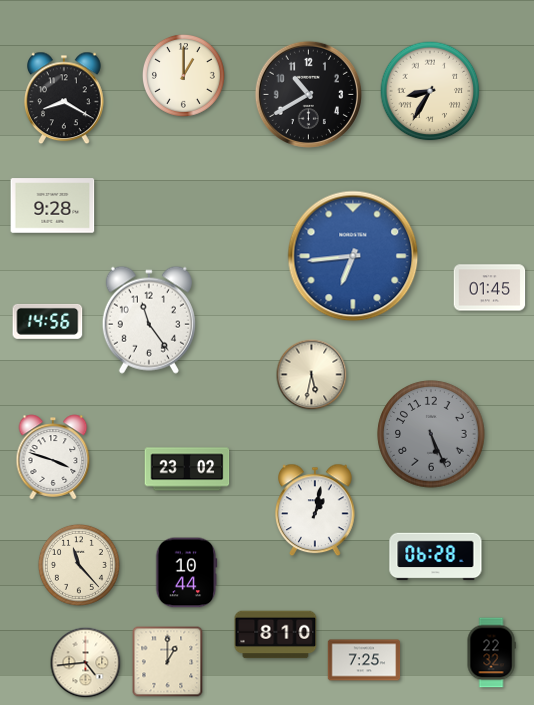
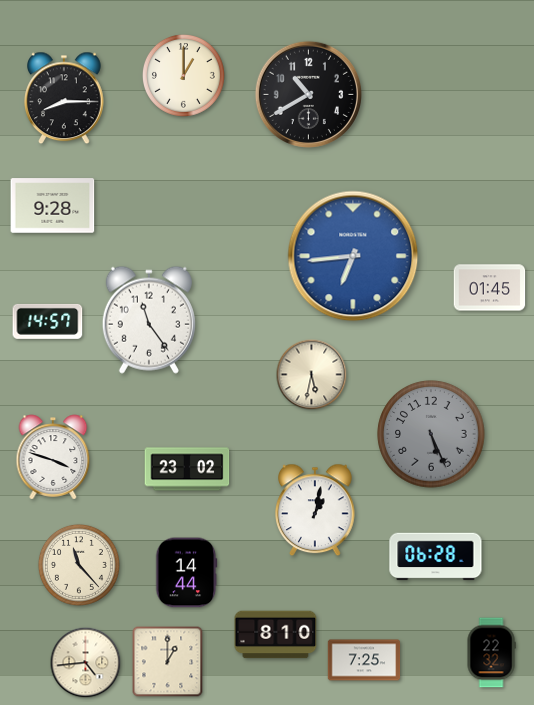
clock at (430, 91): 8:35 -> none
clock at (65, 98): 8:20 -> 8:15
clock at (48, 321): 14:56 -> 14:57
clock at (186, 573): 10:44 -> 14:44
